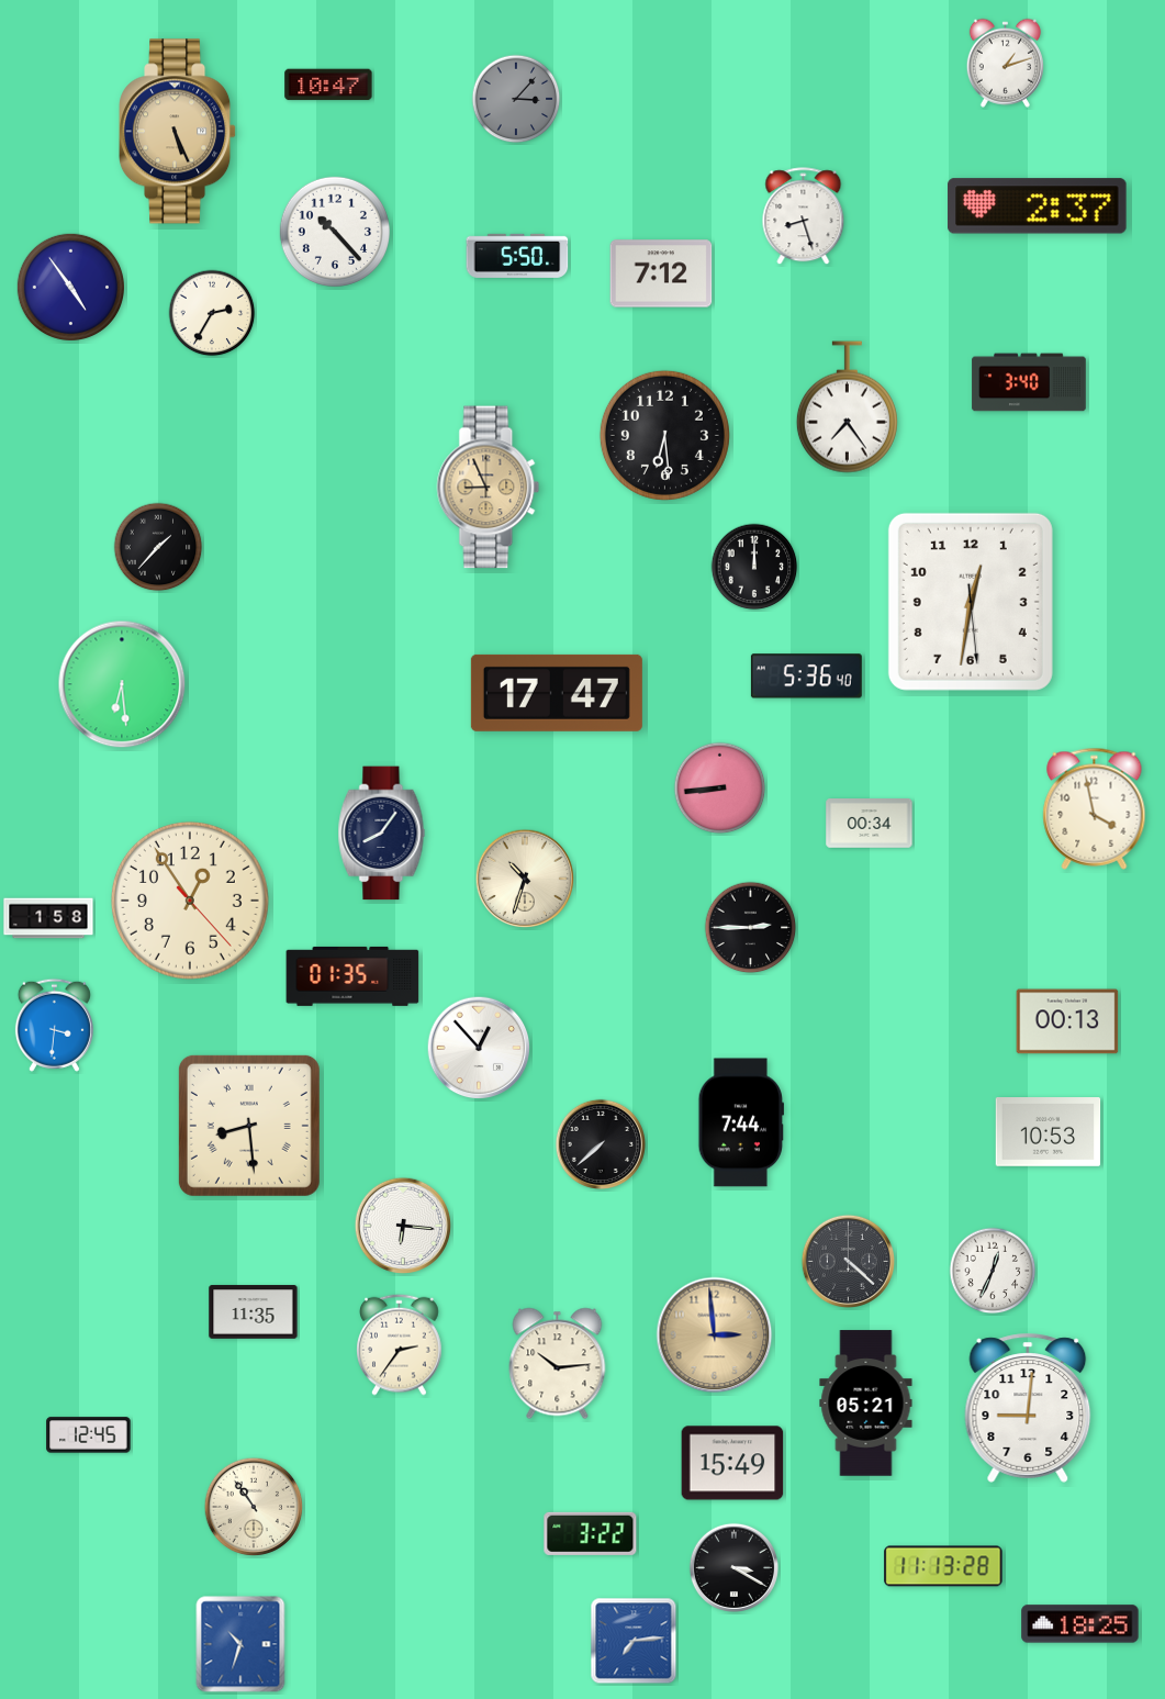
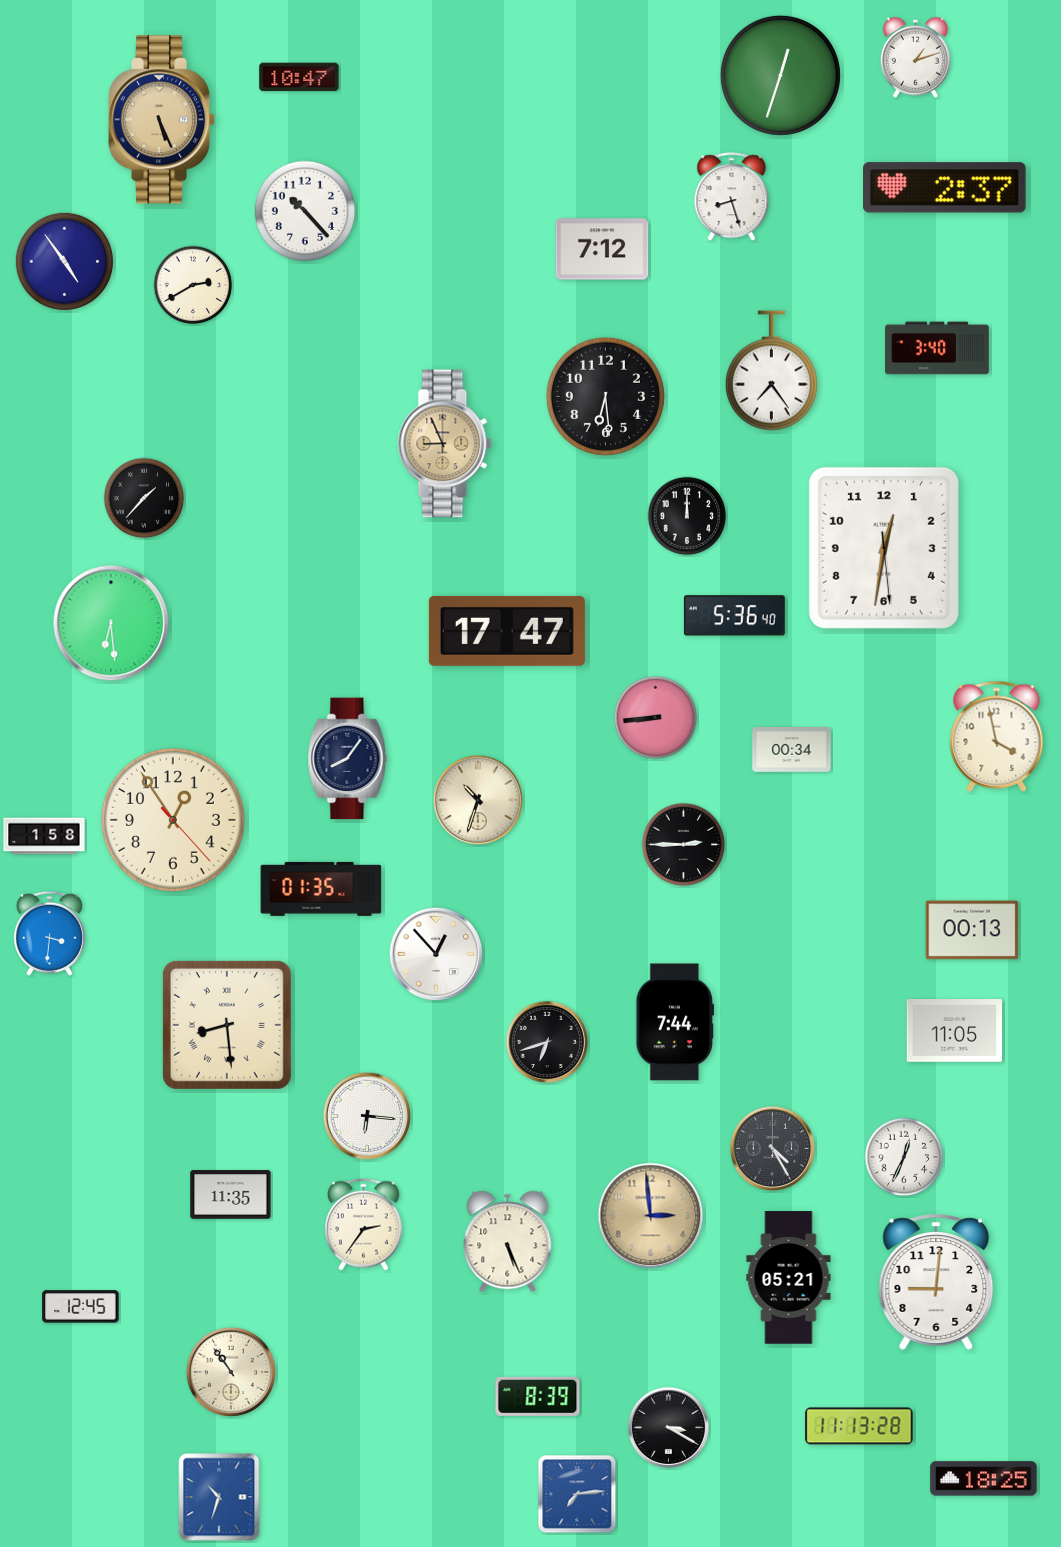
clock at (780, 75): none -> 12:33
clock at (516, 99): 3:07 -> none
clock at (517, 256): 5:50 -> none
clock at (212, 313): 2:35 -> 2:40
clock at (1049, 1132): 10:53 -> 11:05
clock at (600, 1143): 7:38 -> 6:42
clock at (848, 1261): 4:22 -> 4:25
clock at (558, 1364): 10:14 -> 5:26
clock at (732, 1463): 15:49 -> none
clock at (591, 1533): 3:22 -> 8:39
